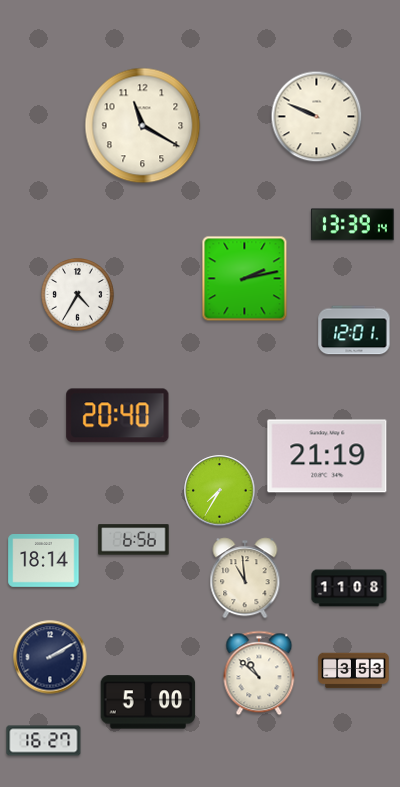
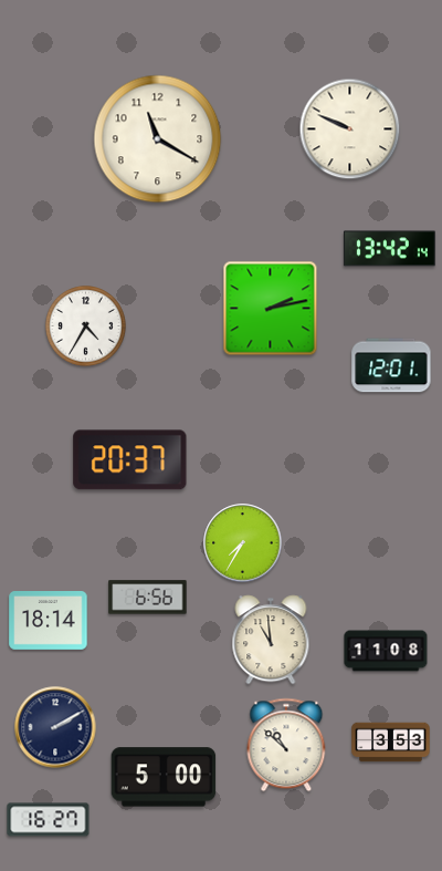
clock at (352, 225): 13:39 -> 13:42
clock at (118, 416): 20:40 -> 20:37
clock at (327, 456): 21:19 -> none
